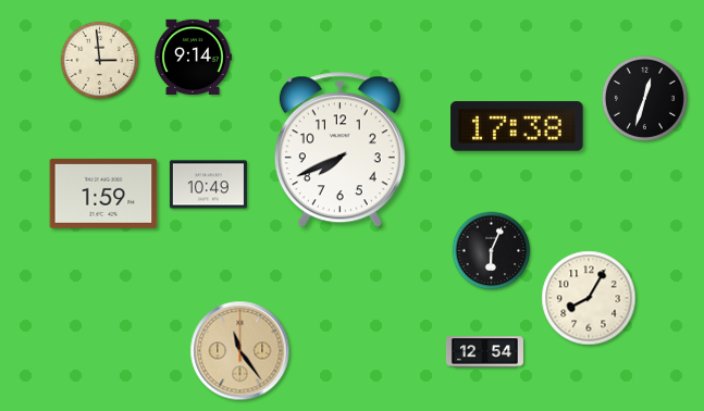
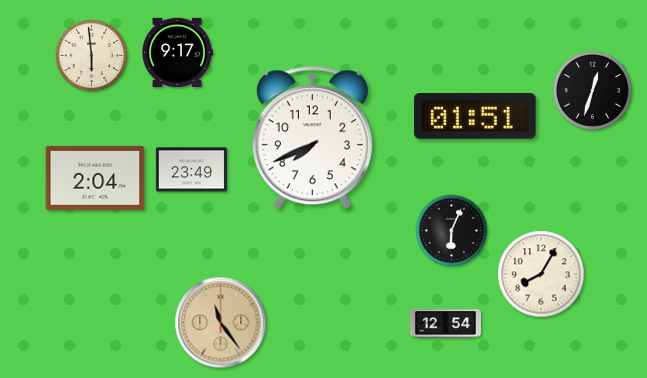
clock at (193, 58): 9:14 -> 9:17
clock at (100, 61): 2:59 -> 5:59
clock at (517, 126): 17:38 -> 01:51
clock at (208, 185): 10:49 -> 23:49
clock at (103, 194): 1:59 -> 2:04
